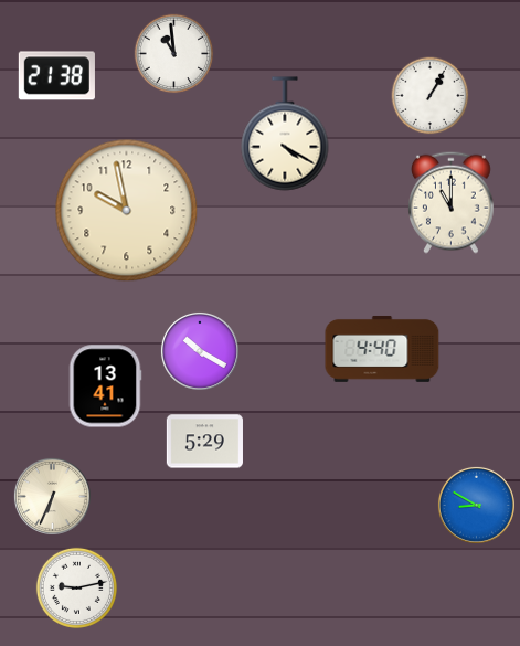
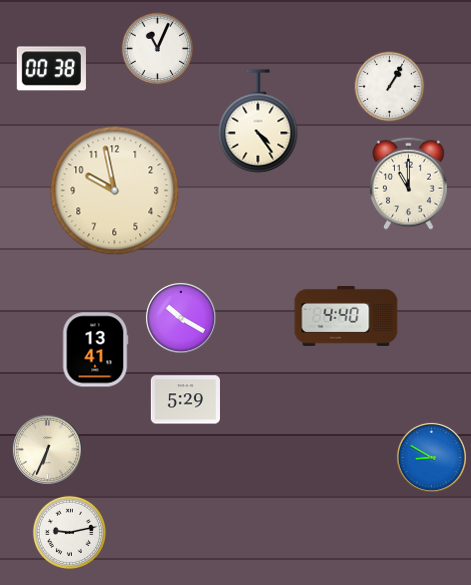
clock at (174, 54): 10:59 -> 11:04
clock at (56, 76): 21:38 -> 00:38
clock at (285, 134): 4:20 -> 4:24
